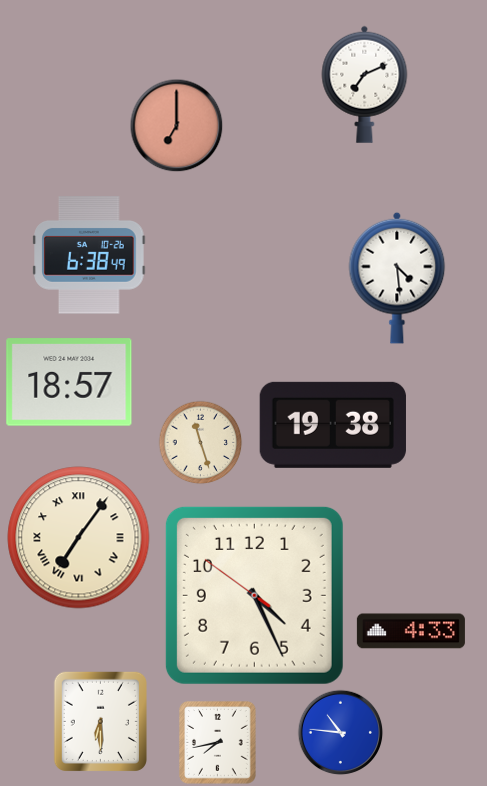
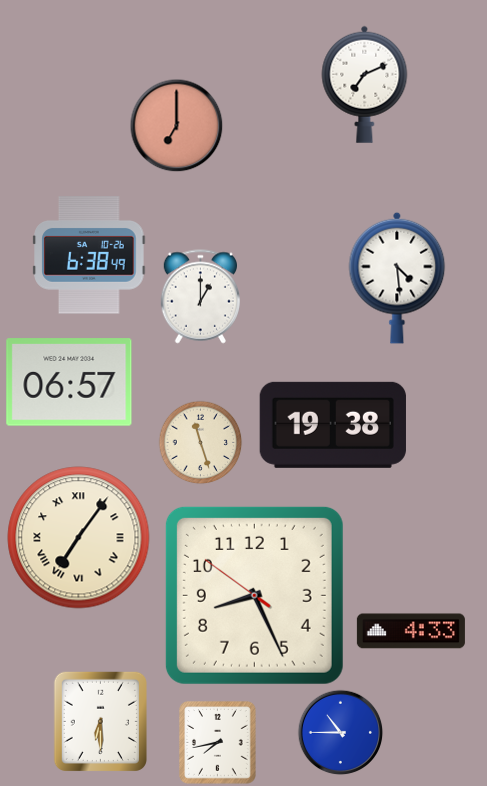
clock at (200, 297): none -> 1:00
clock at (69, 382): 18:57 -> 06:57
clock at (254, 595): 4:25 -> 8:25
clock at (340, 732): 10:46 -> 10:45
